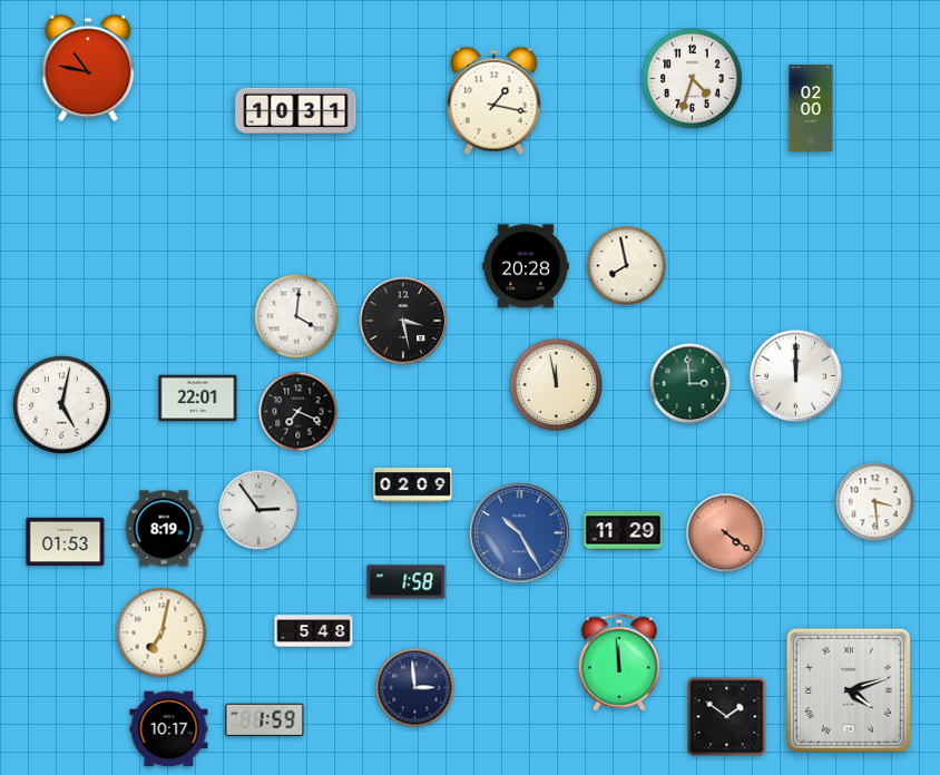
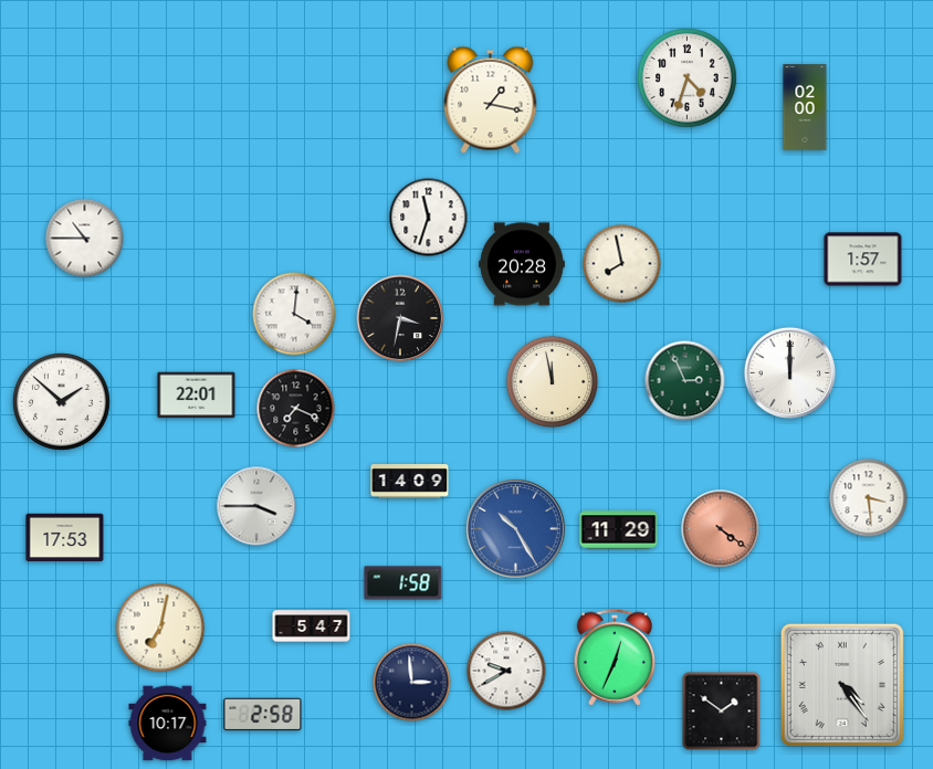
clock at (88, 68): 10:47 -> none
clock at (296, 110): 10:31 -> none
clock at (429, 218): none -> 11:33
clock at (85, 239): none -> 10:45
clock at (863, 260): none -> 1:57
clock at (403, 321): 3:28 -> 3:32
clock at (691, 384): 2:59 -> 2:56
clock at (61, 404): 5:02 -> 1:52
clock at (413, 485): 02:09 -> 14:09
clock at (258, 510): 2:54 -> 3:45
clock at (164, 529): 8:19 -> none
clock at (624, 531) position: (624, 531) -> (619, 530)
clock at (66, 541): 01:53 -> 17:53
clock at (407, 582) position: (407, 582) -> (403, 583)
clock at (314, 631): 5:48 -> 5:47
clock at (619, 663): 11:59 -> 12:34
clock at (506, 671): none -> 9:40
clock at (849, 690): 4:12 -> 4:24
clock at (265, 720): 1:59 -> 2:58
